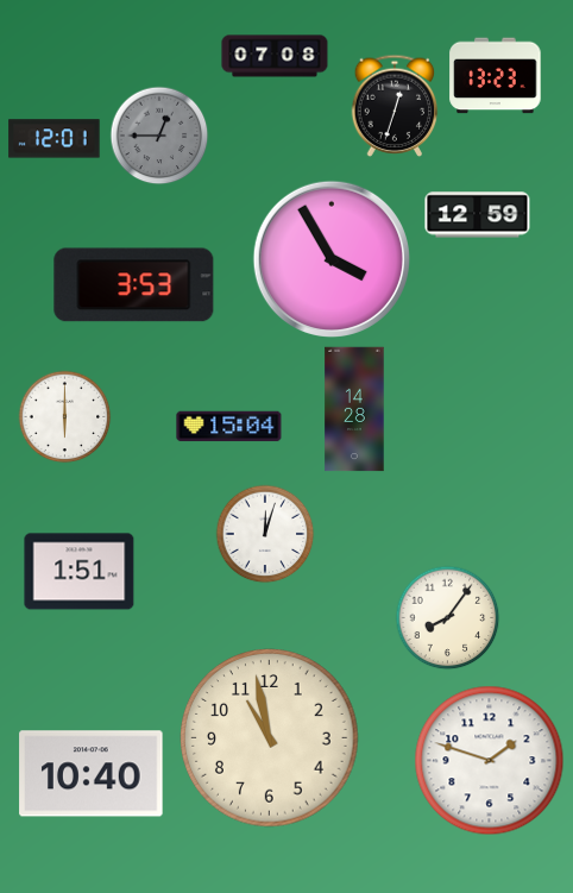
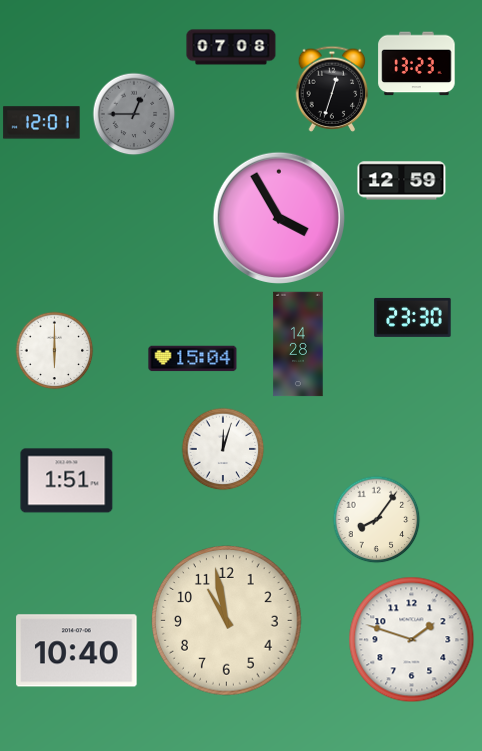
clock at (55, 139) position: (55, 139) -> (42, 123)
clock at (134, 285): 3:53 -> none
clock at (413, 317): none -> 23:30
